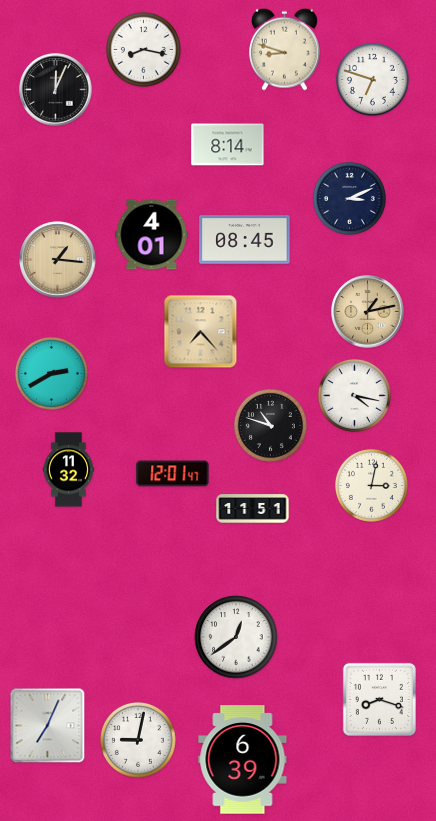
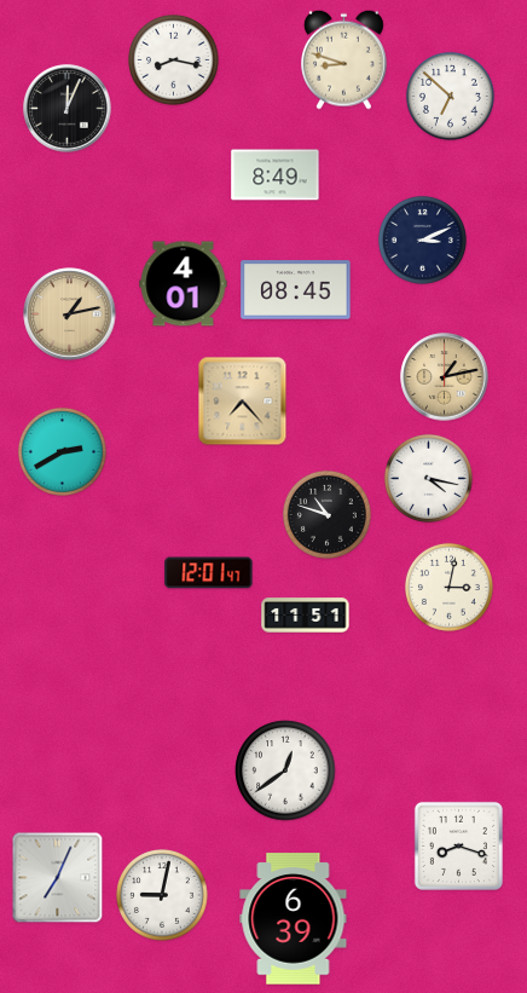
clock at (372, 79): 6:48 -> 6:52
clock at (228, 145): 8:14 -> 8:49
clock at (58, 260): 1:16 -> 1:13
clock at (69, 470): 11:32 -> none
clock at (139, 741) position: (139, 741) -> (163, 896)
